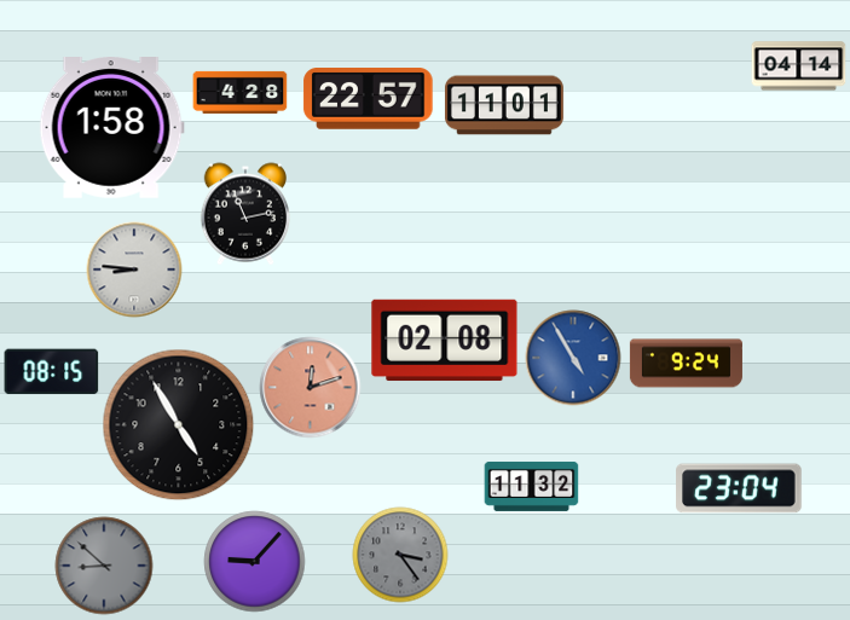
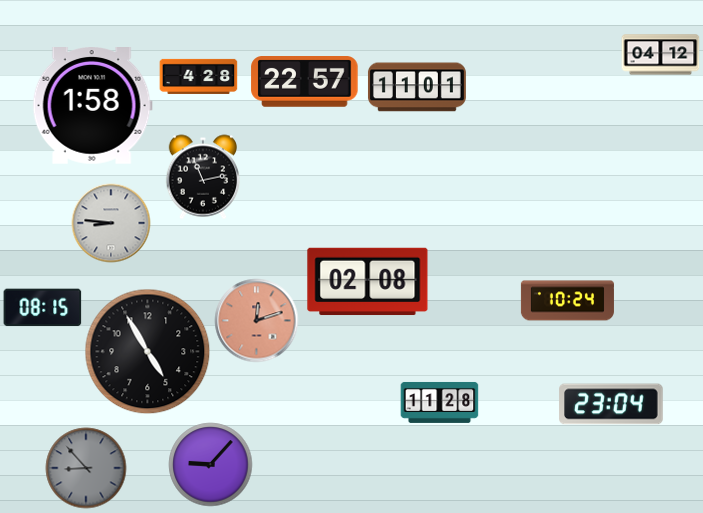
clock at (798, 66): 04:14 -> 04:12
clock at (573, 358): 4:55 -> none
clock at (686, 364): 9:24 -> 10:24
clock at (531, 486): 11:32 -> 11:28
clock at (400, 555): 3:24 -> none
clock at (104, 566): 8:52 -> 8:53
